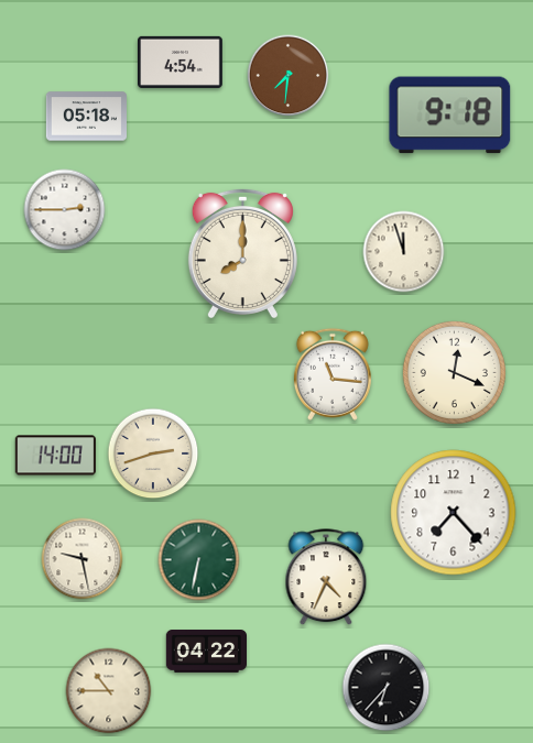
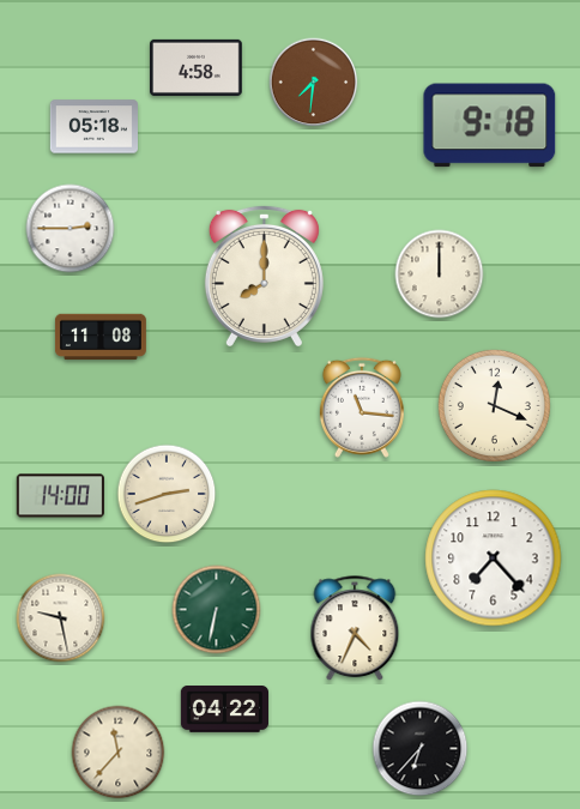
clock at (181, 62): 4:54 -> 4:58
clock at (404, 252): 11:57 -> 12:00
clock at (101, 337): none -> 11:08
clock at (83, 559) position: (83, 559) -> (61, 618)
clock at (109, 691): 10:45 -> 11:37
